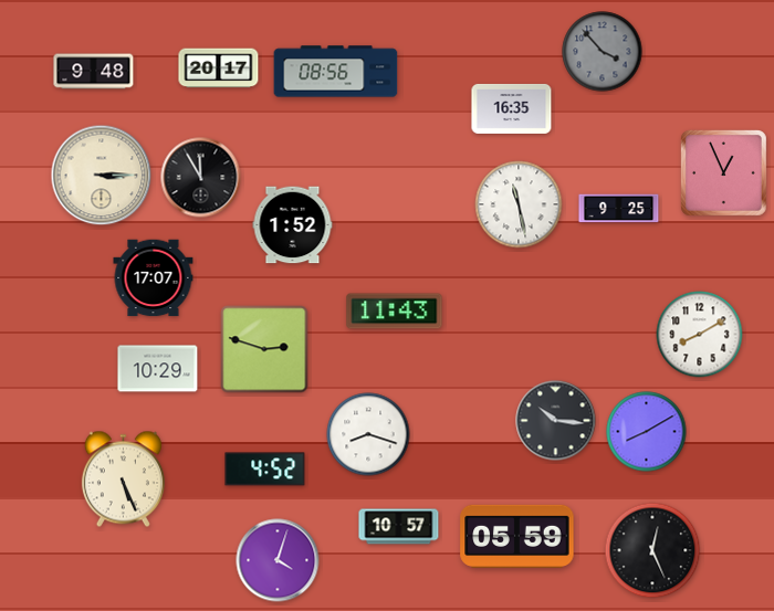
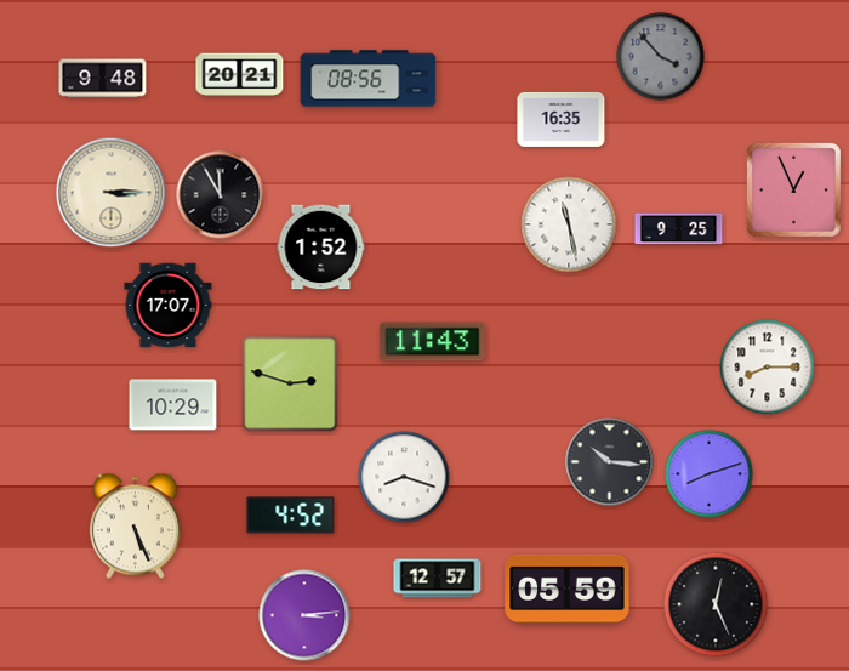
clock at (219, 69): 20:17 -> 20:21
clock at (700, 335): 8:10 -> 8:15
clock at (647, 432): 8:10 -> 8:12
clock at (399, 527): 10:57 -> 12:57
clock at (278, 560): 4:03 -> 3:14
